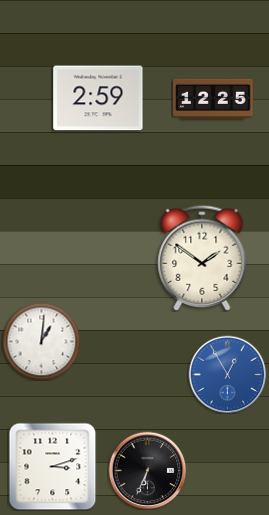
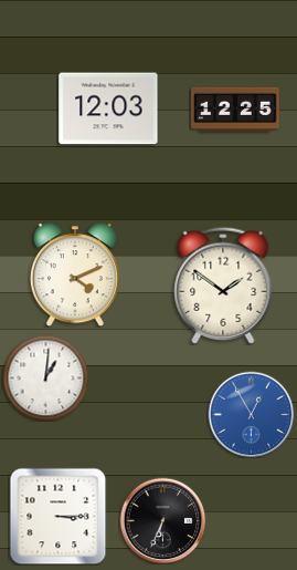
clock at (98, 98): 2:59 -> 12:03
clock at (75, 274): none -> 4:11
clock at (52, 466): 3:12 -> 3:15
